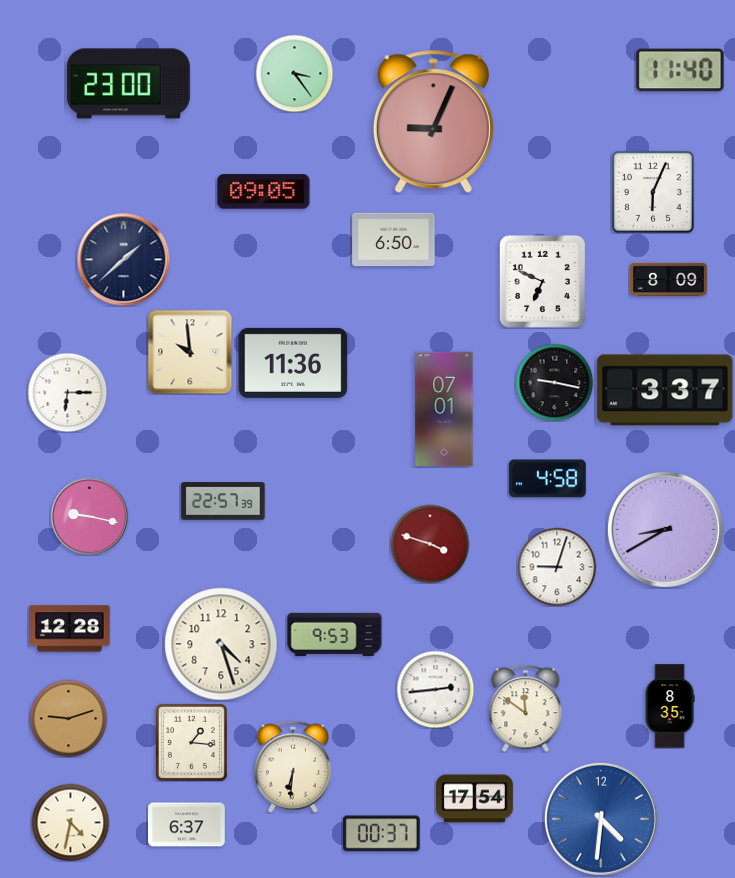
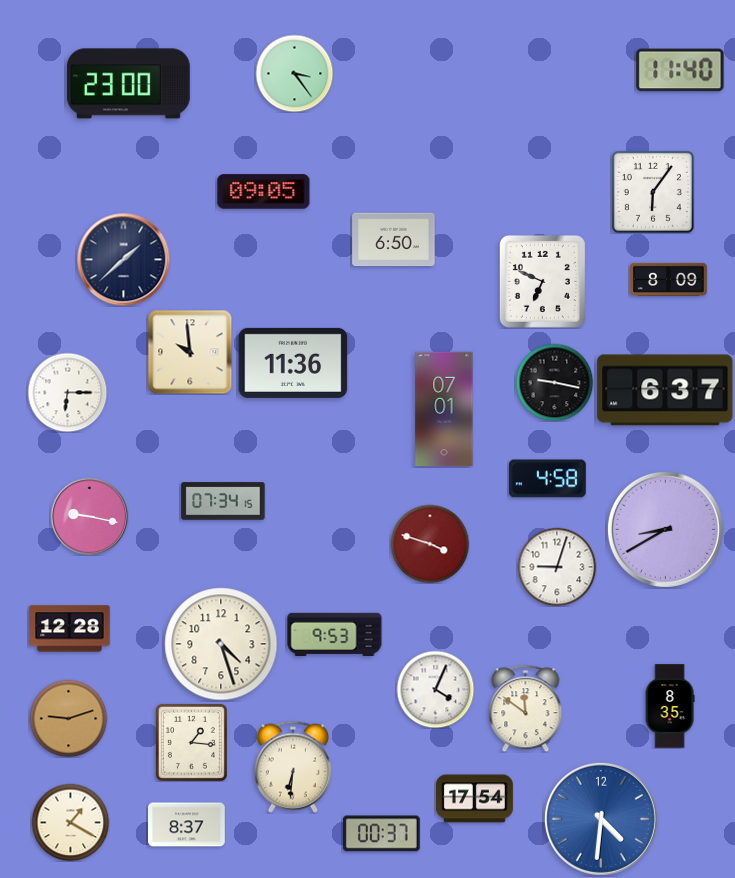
clock at (433, 122): 9:04 -> none
clock at (653, 192): 6:04 -> 6:06
clock at (665, 390): 3:37 -> 6:37
clock at (223, 501): 22:57 -> 07:34
clock at (435, 689): 2:44 -> 4:04
clock at (70, 822): 4:32 -> 1:20
clock at (187, 825): 6:37 -> 8:37
